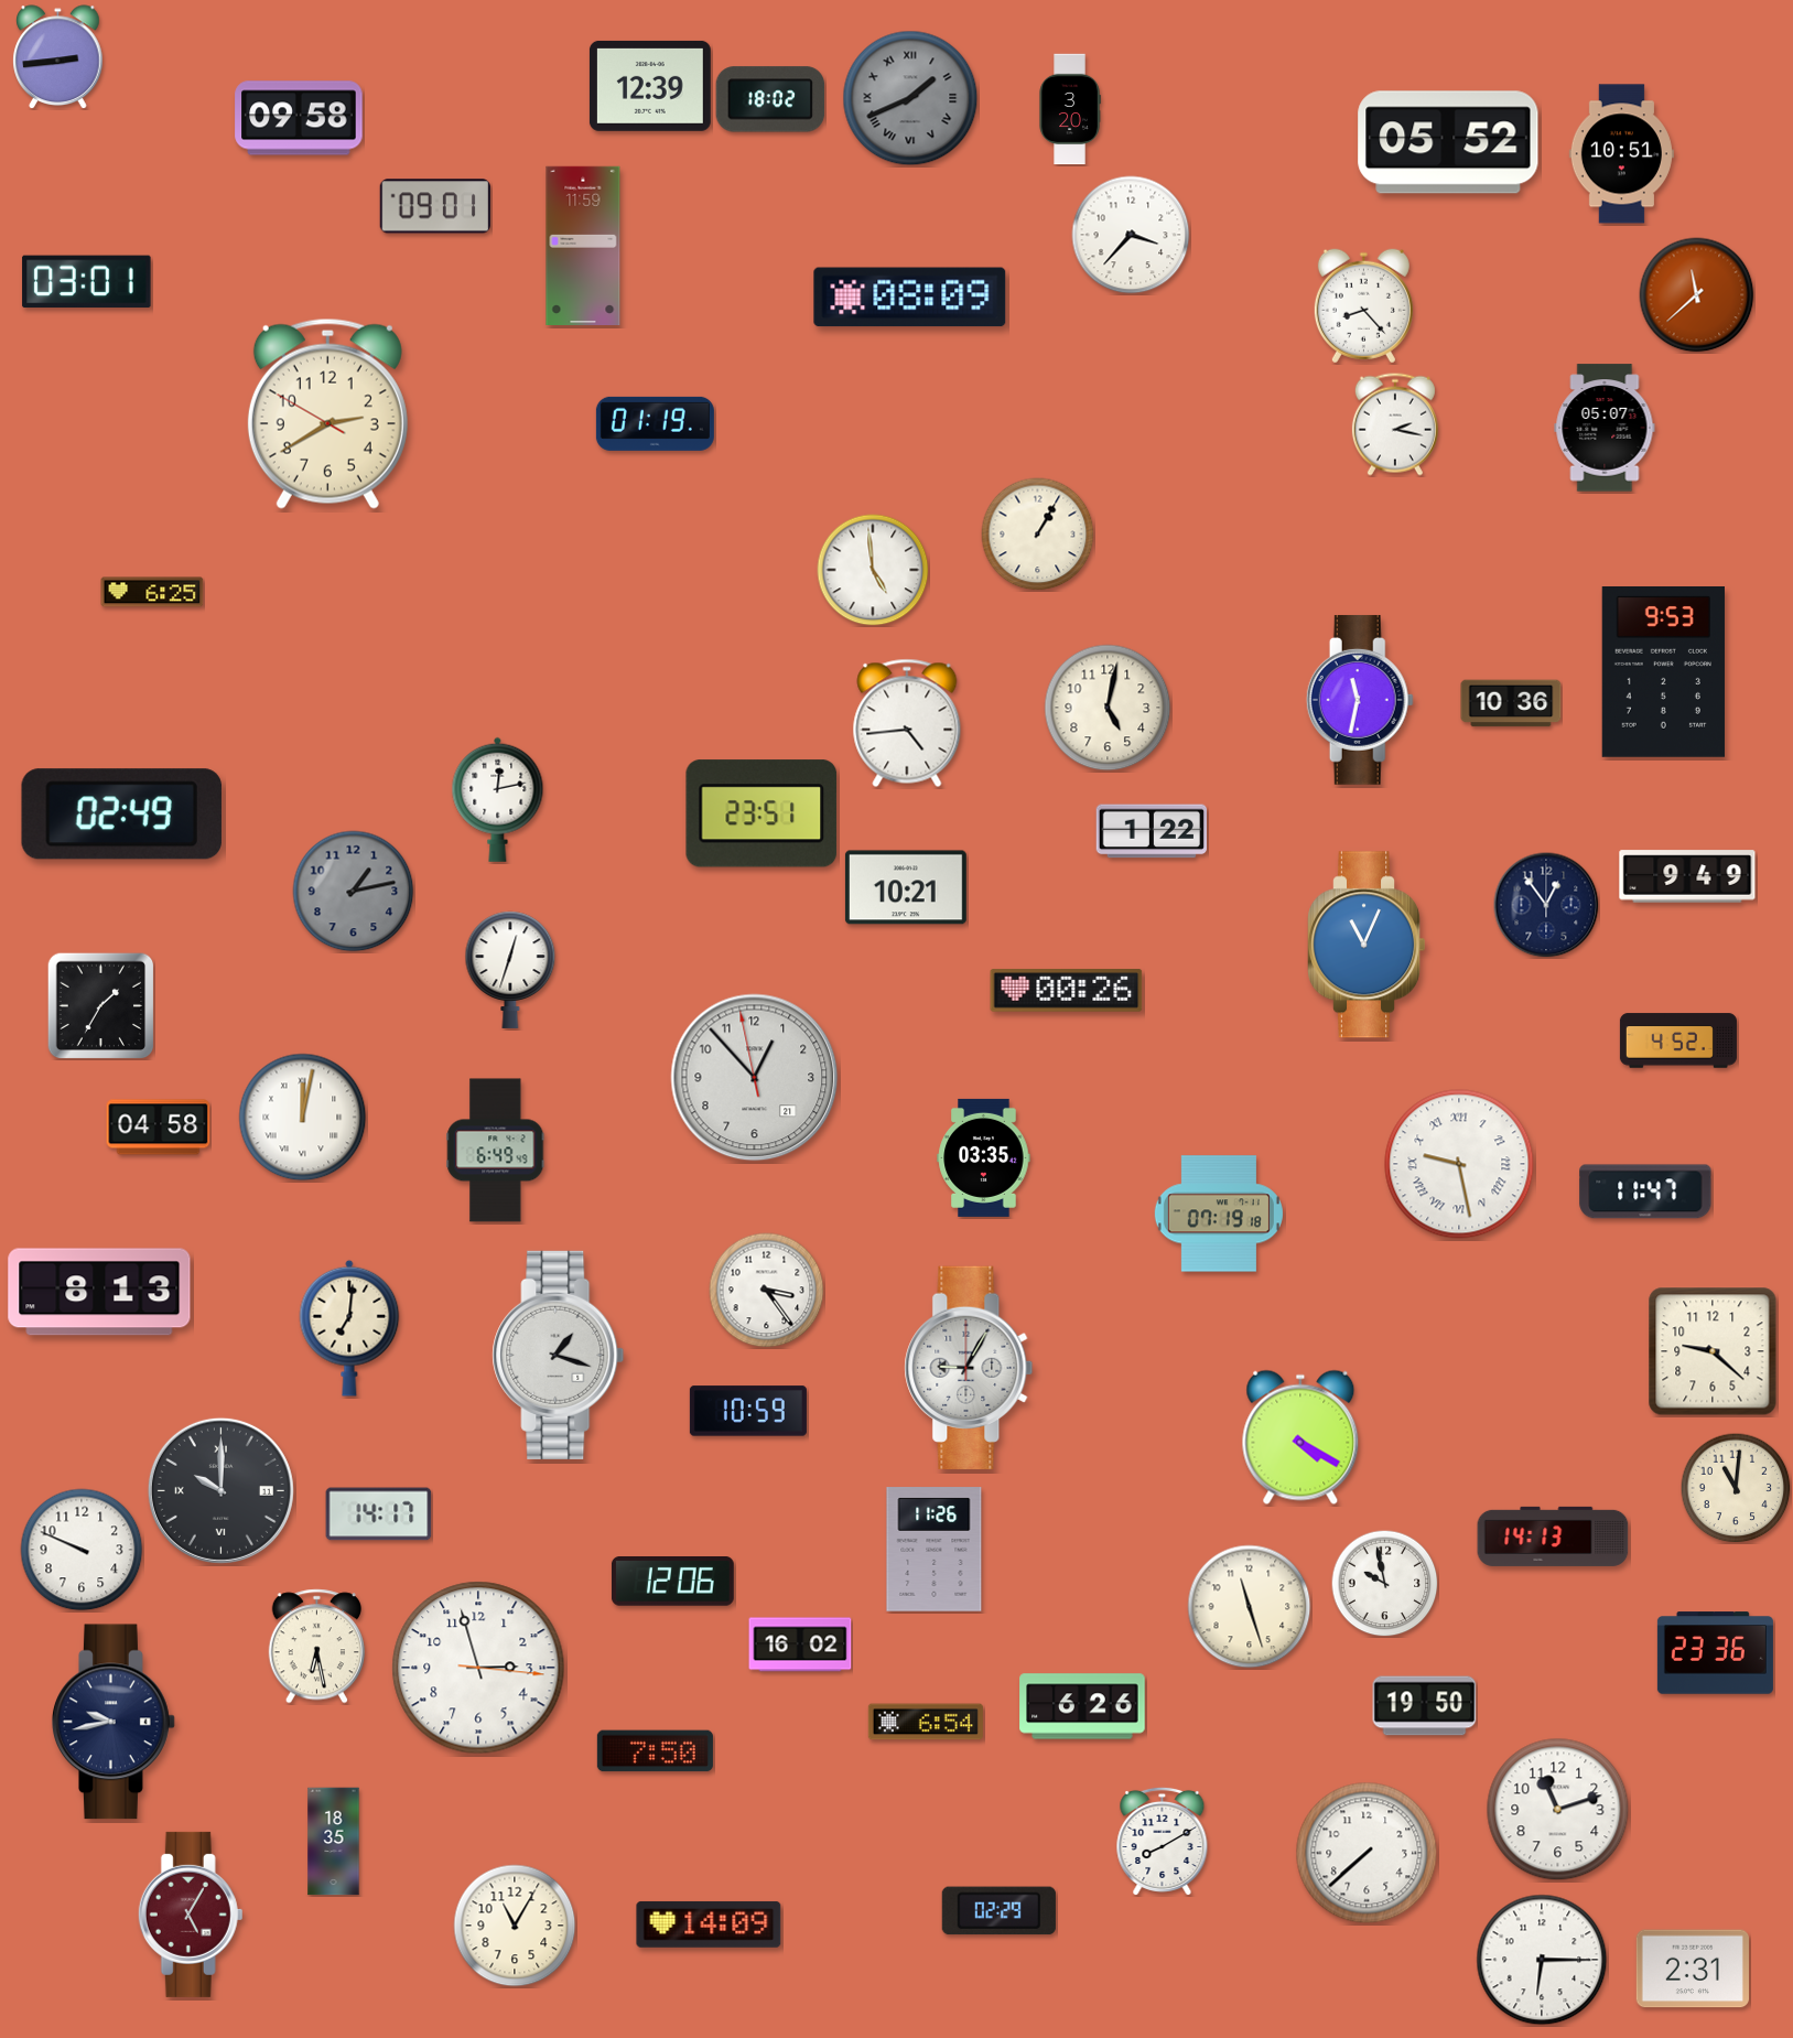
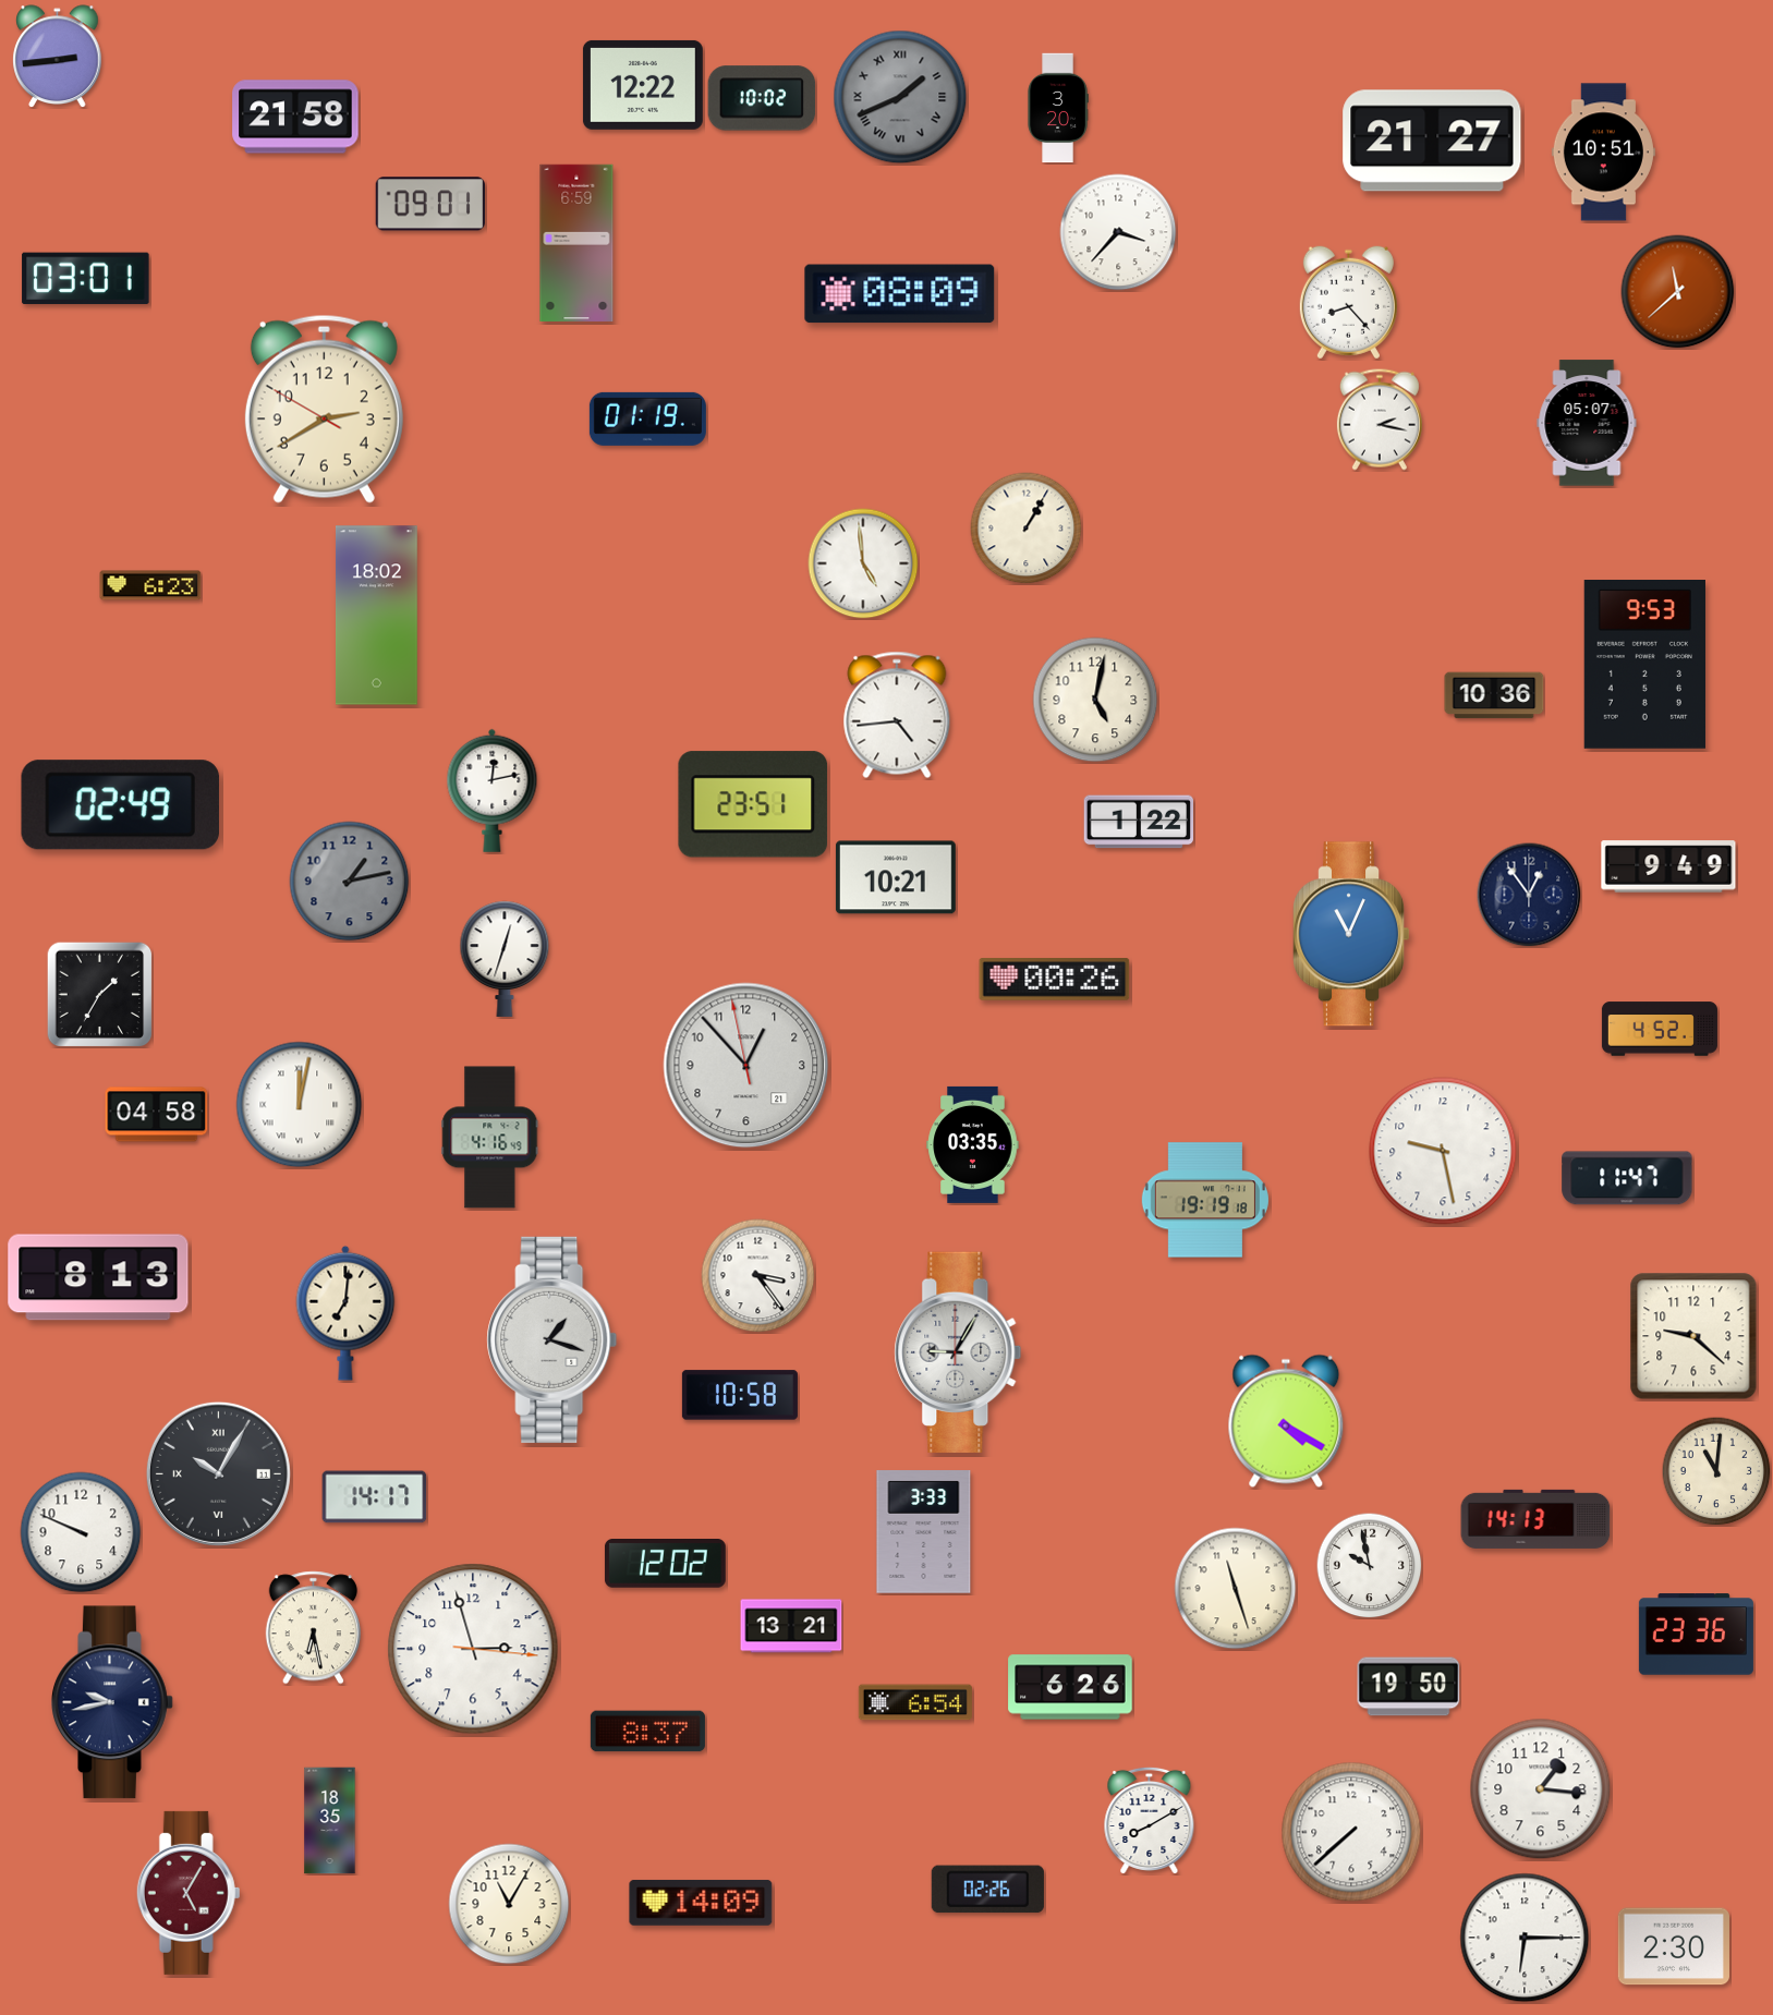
clock at (650, 86): 12:39 -> 12:22
clock at (770, 99): 18:02 -> 10:02
clock at (299, 118): 09:58 -> 21:58
clock at (1448, 142): 05:52 -> 21:27
clock at (583, 245): 11:59 -> 6:59
clock at (152, 592): 6:25 -> 6:23
clock at (377, 616): none -> 18:02
clock at (1360, 700): 11:32 -> none
clock at (496, 1151): 6:49 -> 4:16
clock at (1459, 1164) numerals: Roman -> Arabic
clock at (1219, 1214): 07:19 -> 19:19
clock at (748, 1411): 10:59 -> 10:58
clock at (220, 1490): 10:00 -> 10:05
clock at (935, 1550): 11:26 -> 3:33
clock at (672, 1582): 12:06 -> 12:02
clock at (800, 1645): 16:02 -> 13:21
clock at (655, 1751): 7:50 -> 8:37
clock at (1558, 1810): 11:12 -> 1:16
clock at (998, 1911): 02:29 -> 02:26
clock at (1693, 1969): 2:31 -> 2:30
